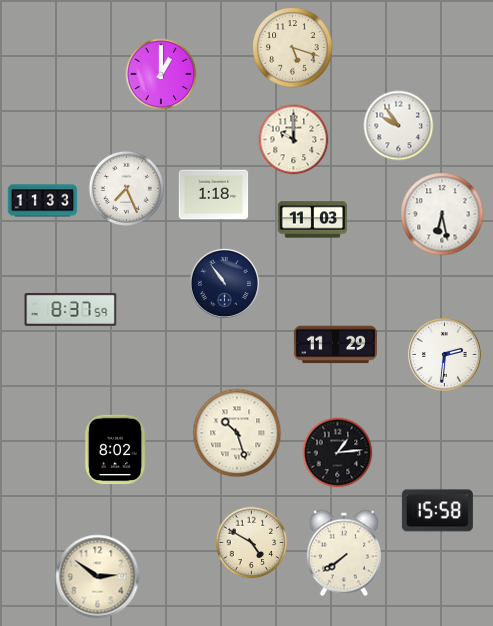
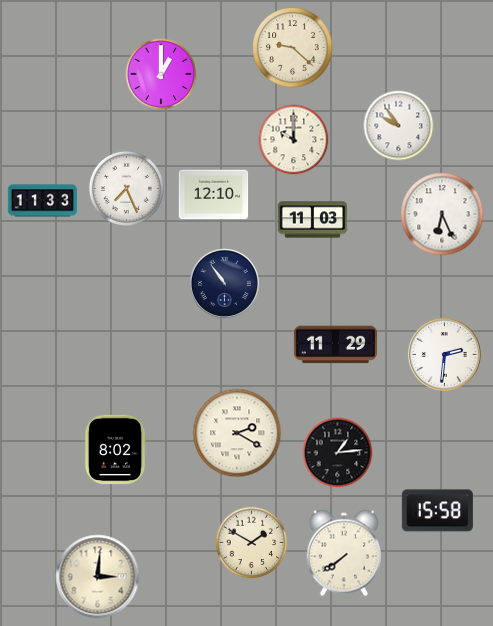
clock at (293, 48): 5:18 -> 9:22
clock at (214, 195): 1:18 -> 12:10
clock at (442, 214): 6:28 -> 6:26
clock at (71, 309): 8:37 -> none
clock at (237, 433): 10:27 -> 2:20
clock at (252, 543): 4:50 -> 1:50
clock at (98, 577): 2:51 -> 3:01
